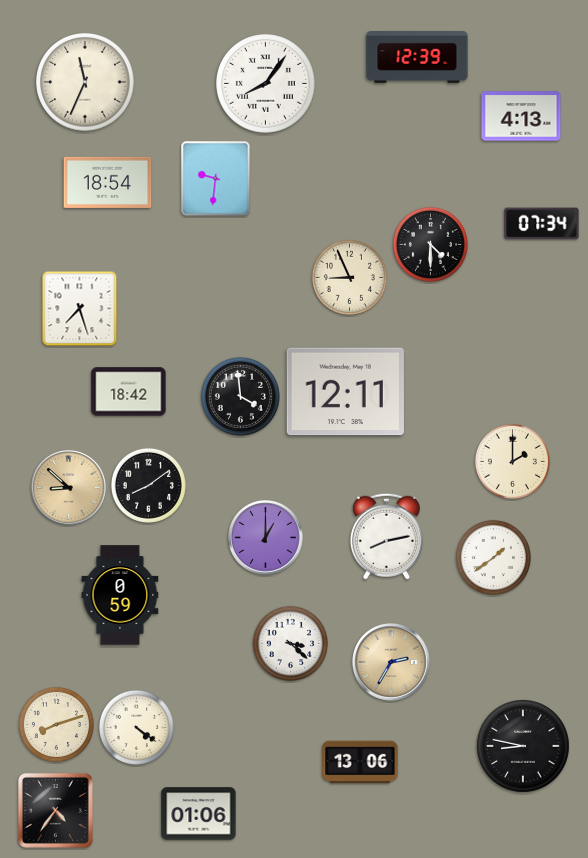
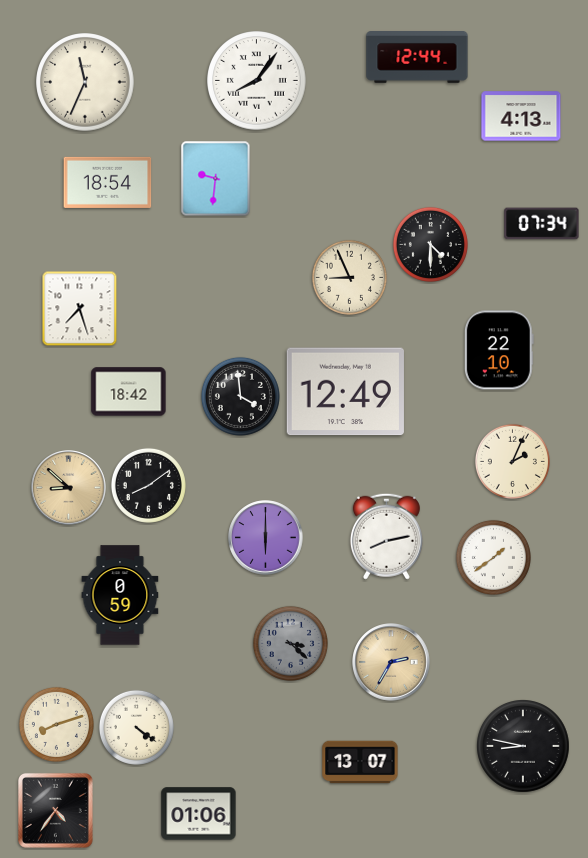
clock at (417, 58): 12:39 -> 12:44
clock at (266, 84) position: (266, 84) -> (257, 81)
clock at (499, 350): none -> 22:10
clock at (345, 392): 12:11 -> 12:49
clock at (512, 461): 2:00 -> 2:04
clock at (266, 538): 1:00 -> 6:00
clock at (290, 643) dial: white -> grey
clock at (360, 762): 13:06 -> 13:07
